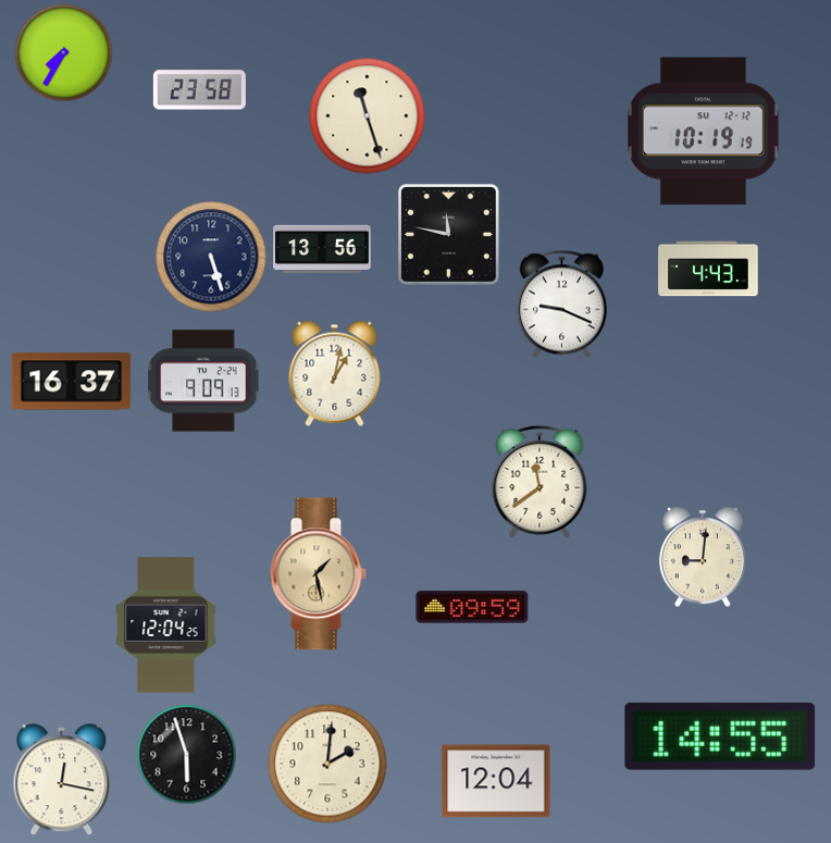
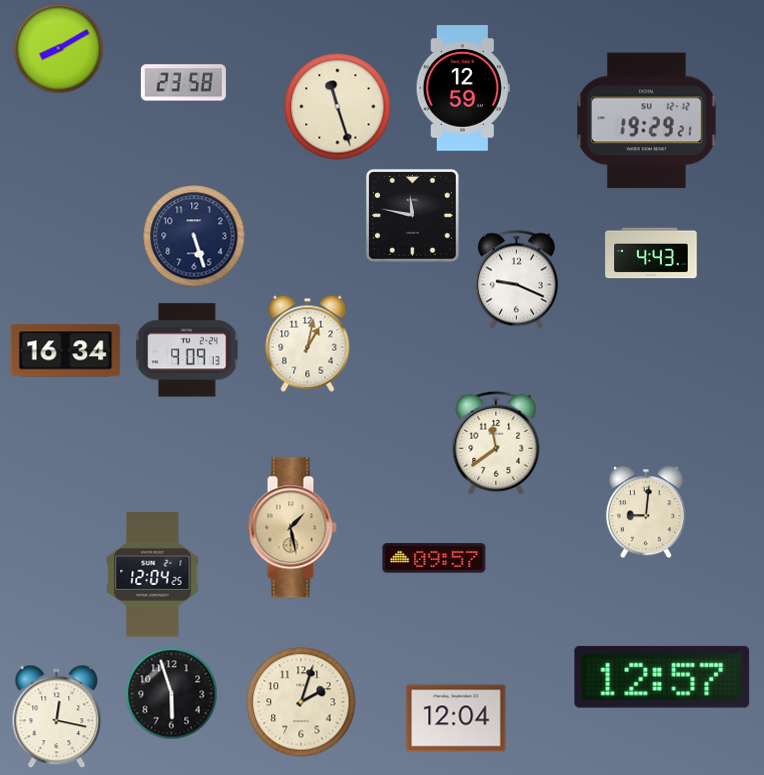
clock at (64, 53): 7:35 -> 8:10
clock at (463, 88): none -> 12:59
clock at (704, 132): 10:19 -> 19:29
clock at (322, 248): 13:56 -> none
clock at (708, 269) position: (708, 269) -> (651, 253)
clock at (72, 382): 16:37 -> 16:34
clock at (472, 607): 09:59 -> 09:57
clock at (720, 736): 14:55 -> 12:57
clock at (327, 764): 2:01 -> 2:03
